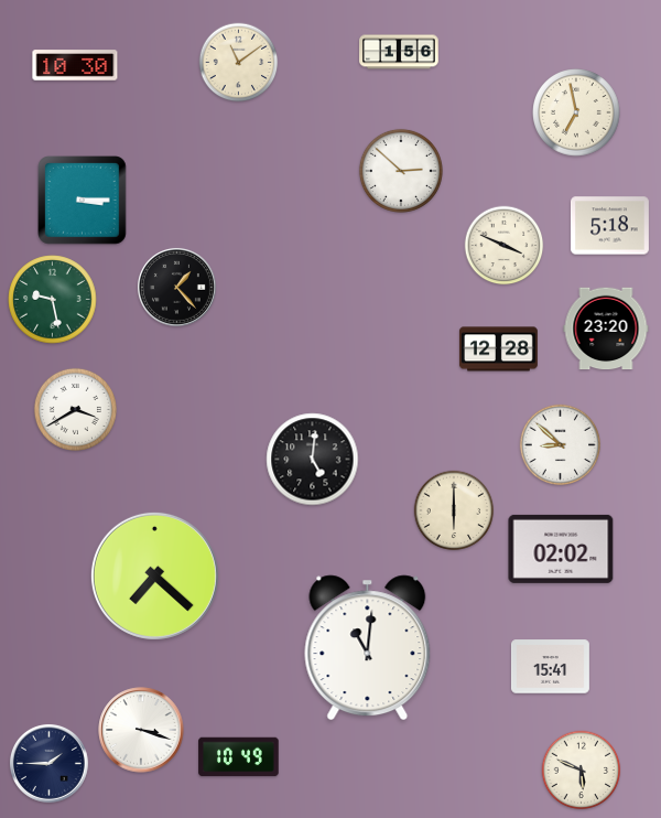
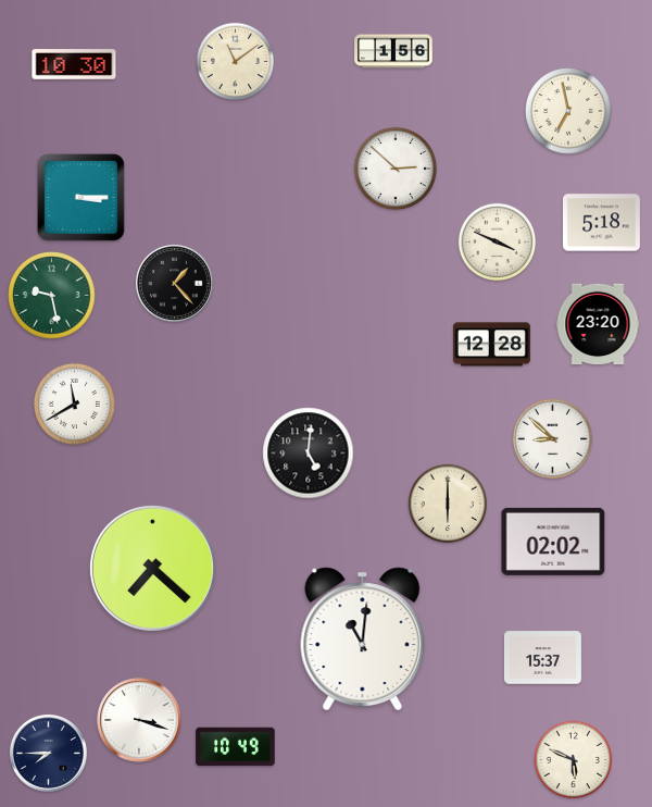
clock at (75, 409): 3:40 -> 11:40
clock at (550, 667): 15:41 -> 15:37
clock at (48, 763): 1:45 -> 7:45
